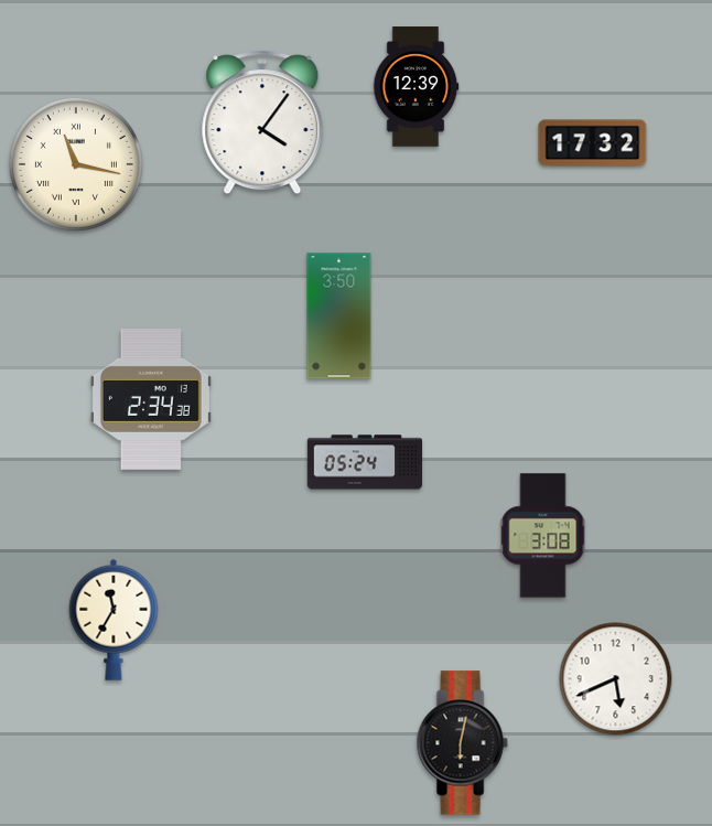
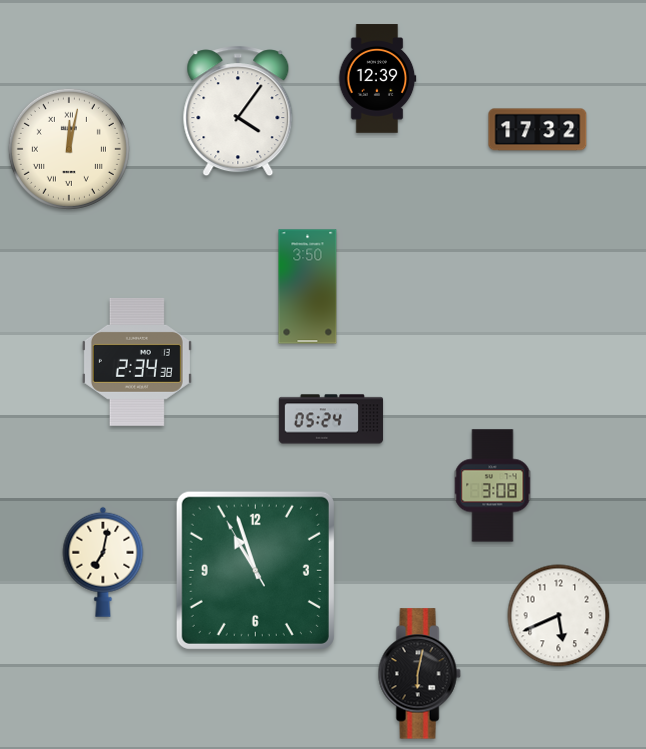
clock at (76, 164): 11:17 -> 12:02
clock at (114, 620): 11:35 -> 7:02
clock at (255, 570): none -> 10:56
